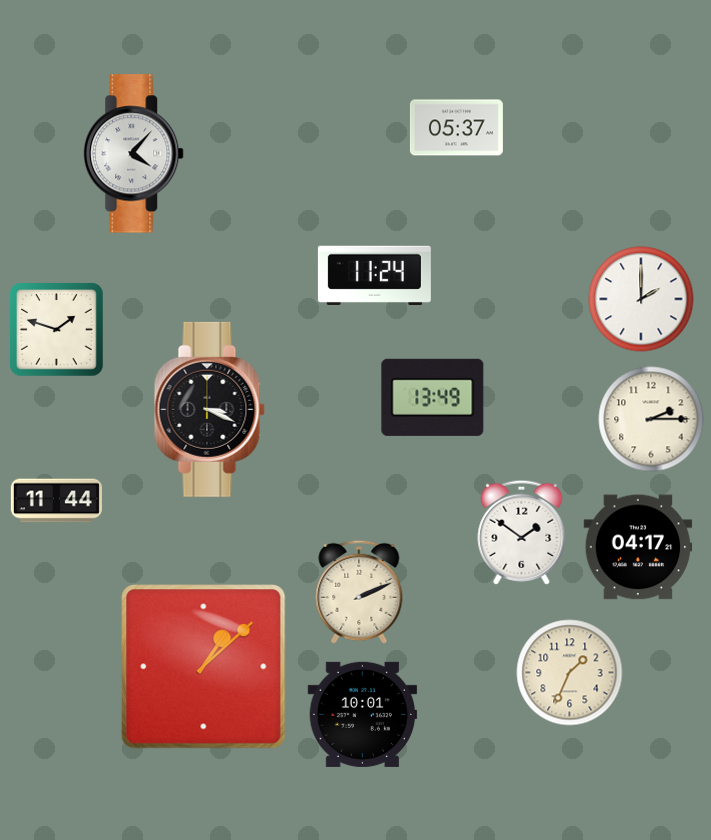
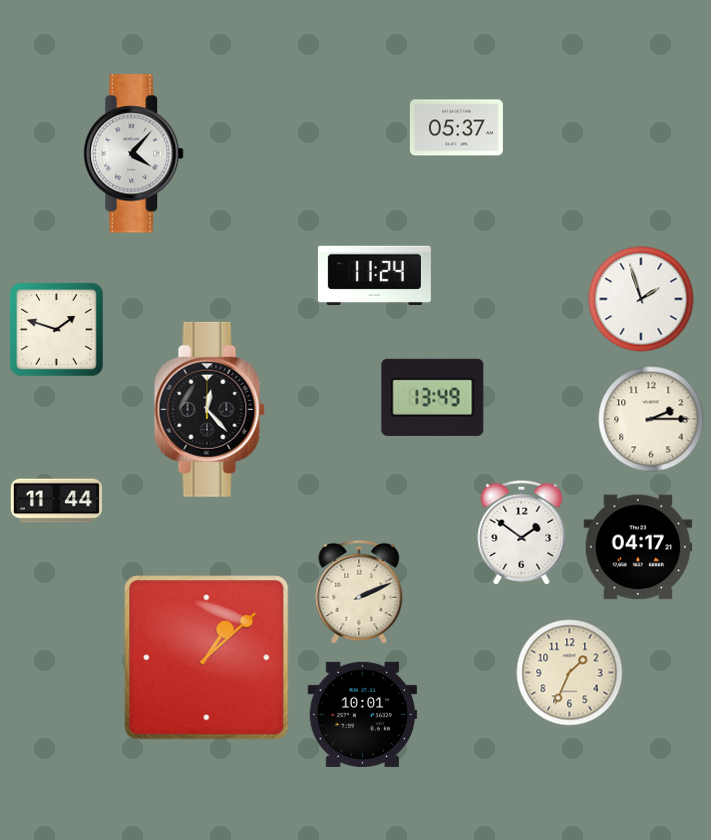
clock at (641, 299): 2:00 -> 1:57
clock at (209, 409): 3:19 -> 12:23
clock at (204, 667) position: (204, 667) -> (207, 658)
